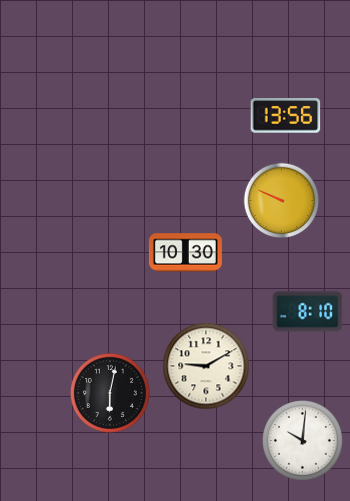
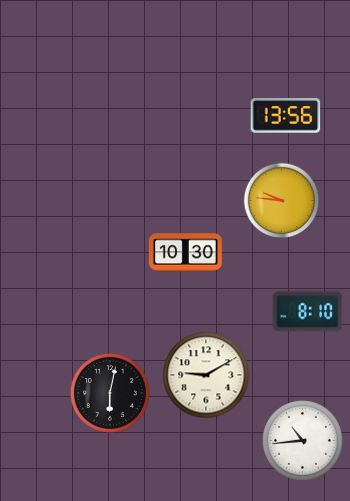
clock at (282, 201): 9:49 -> 9:46
clock at (206, 366) position: (206, 366) -> (206, 375)
clock at (303, 441): 10:01 -> 10:44
